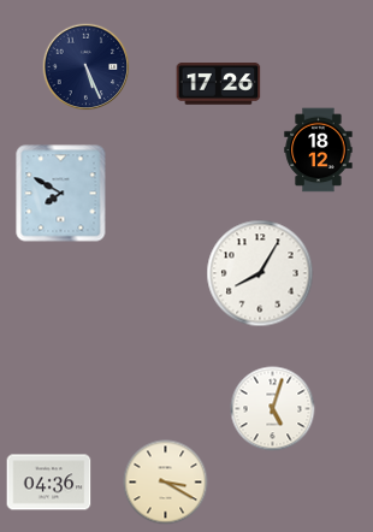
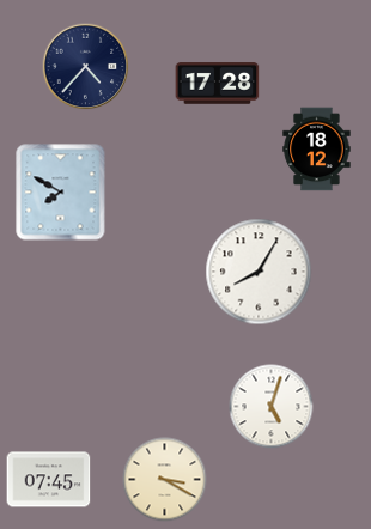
clock at (87, 67): 5:26 -> 4:37
clock at (219, 84): 17:26 -> 17:28
clock at (49, 483): 04:36 -> 07:45
